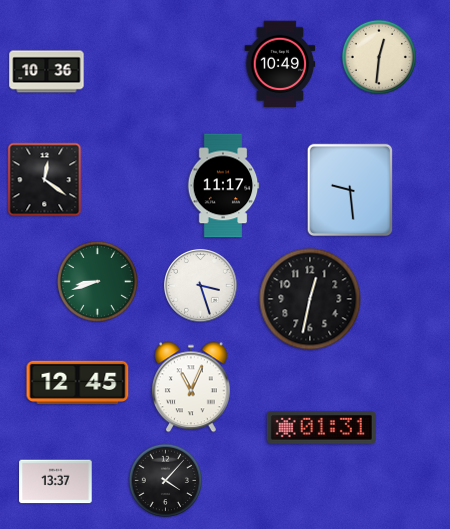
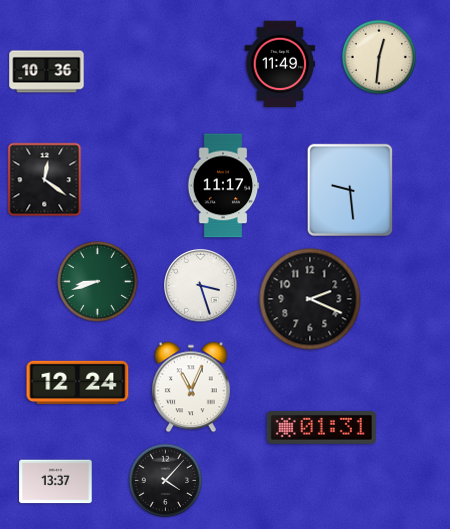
clock at (280, 64): 10:49 -> 11:49
clock at (310, 299): 12:32 -> 2:19
clock at (78, 382): 12:45 -> 12:24
